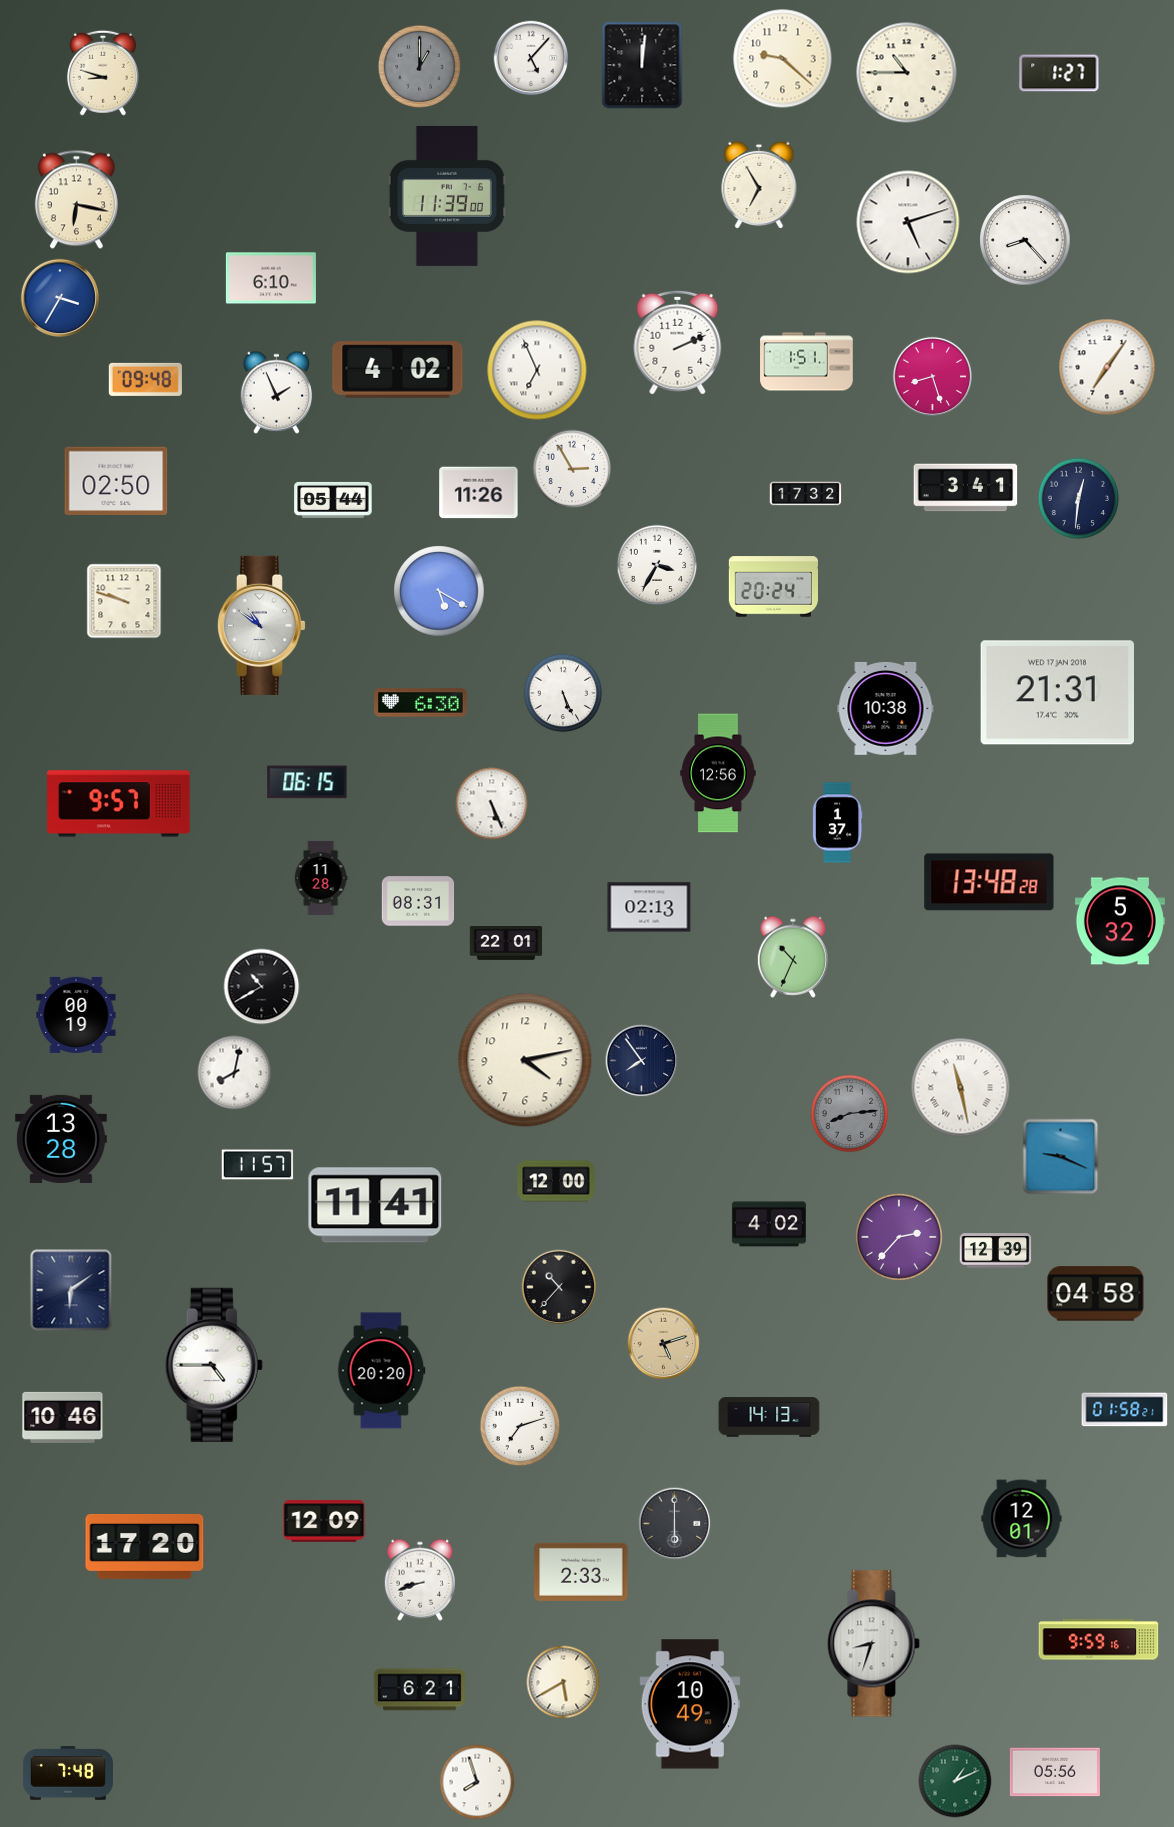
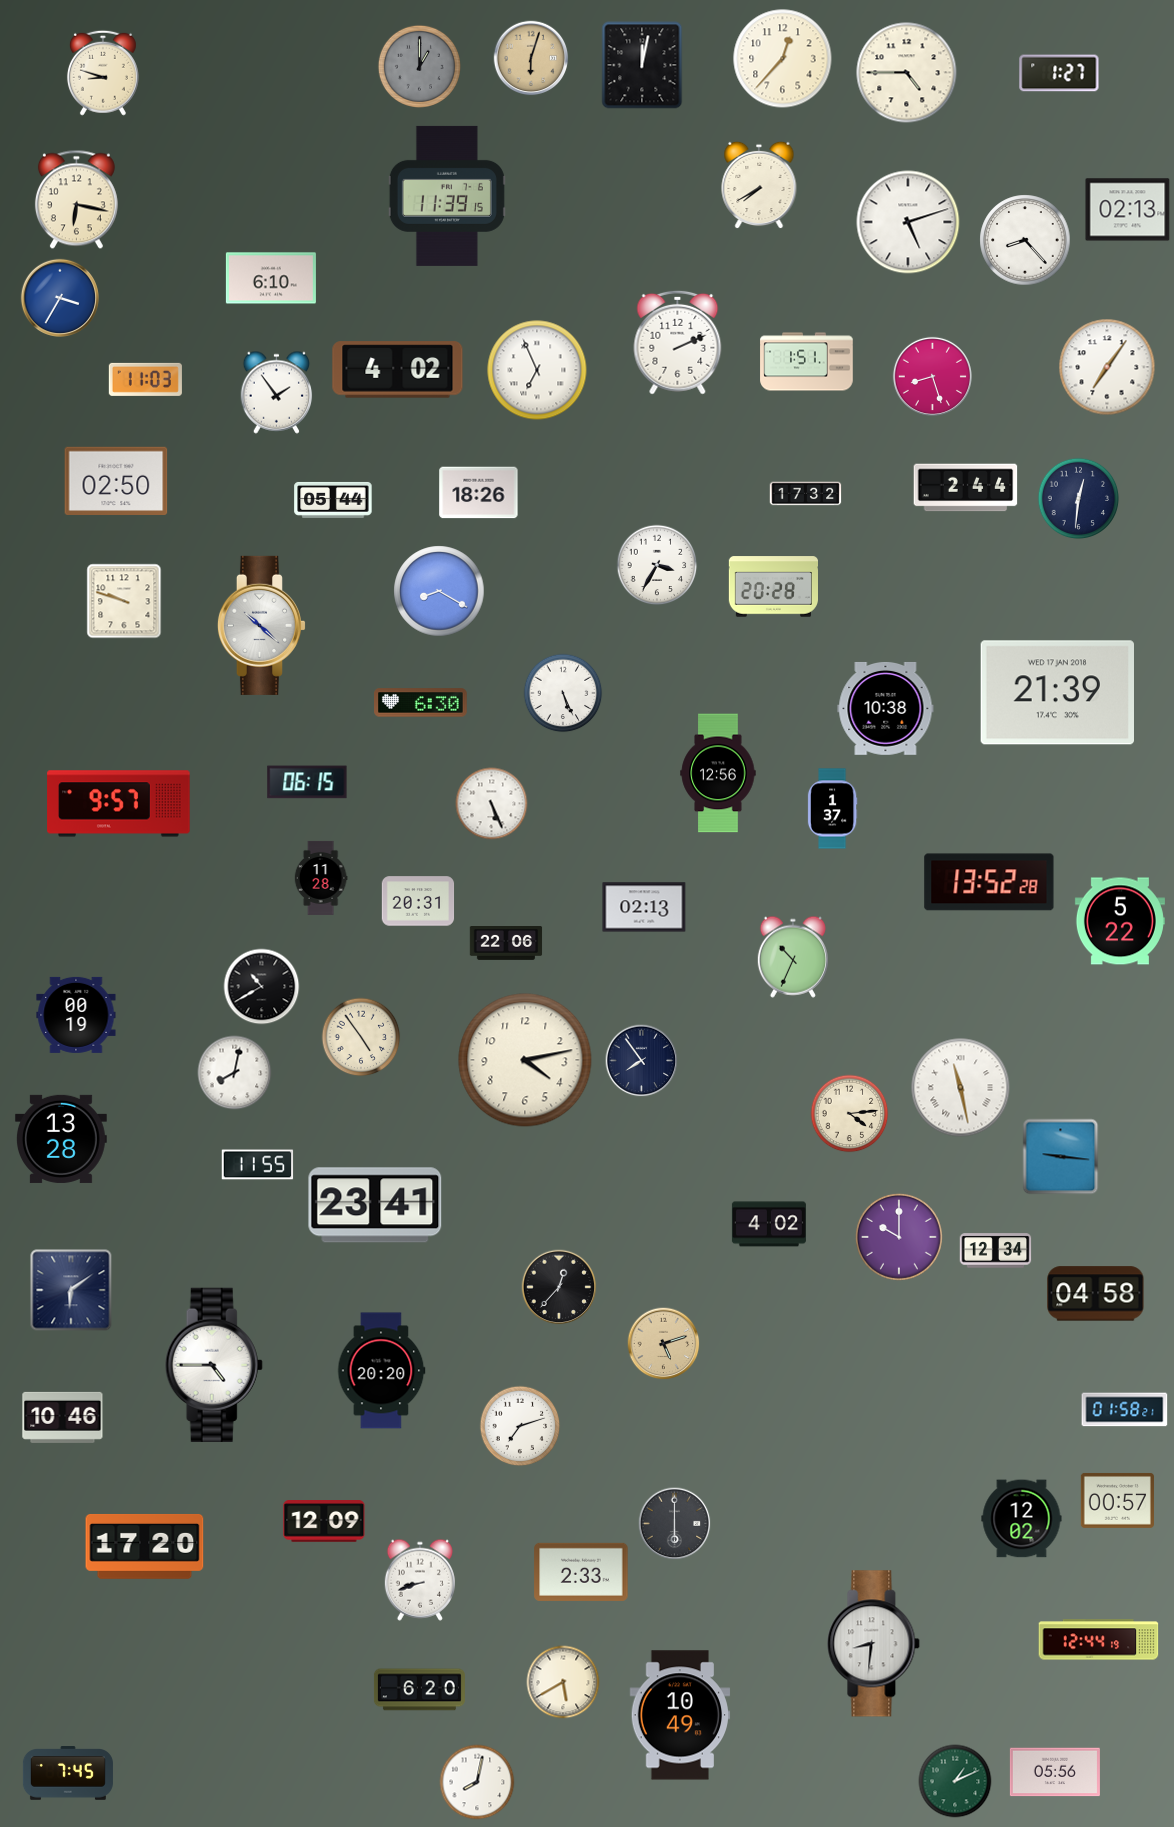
clock at (531, 58): 5:07 -> 6:03
clock at (531, 58) dial: white -> champagne
clock at (783, 59): 9:22 -> 12:37
clock at (642, 65): 12:01 -> 12:02
clock at (907, 73): 10:45 -> 4:45
clock at (759, 185): 6:55 -> 7:40
clock at (447, 196): 11:39:00 -> 11:39:15
clock at (1128, 210): none -> 02:13
clock at (145, 379): 09:48 -> 11:03
clock at (277, 392): 1:56 -> 1:54
clock at (572, 469): 2:55 -> none
clock at (966, 488): 3:41 -> 2:44
clock at (479, 493): 11:26 -> 18:26
clock at (773, 587): 20:24 -> 20:28
clock at (439, 591): 5:20 -> 8:20
clock at (261, 625): 10:51 -> 10:22
clock at (1057, 693): 21:31 -> 21:39
clock at (837, 823) position: (837, 823) -> (832, 809)
clock at (989, 882): 13:48 -> 13:52
clock at (418, 901): 08:31 -> 20:31
clock at (649, 907) position: (649, 907) -> (644, 907)
clock at (1120, 921): 5:32 -> 5:22
clock at (506, 944): 22:01 -> 22:06
clock at (361, 1037): none -> 4:54
clock at (850, 1114): 8:14 -> 4:14
clock at (850, 1114) dial: grey -> cream
clock at (1061, 1157): 9:19 -> 9:16
clock at (258, 1165): 11:57 -> 11:55
clock at (556, 1181): 12:00 -> none
clock at (375, 1205): 11:41 -> 23:41
clock at (899, 1237): 2:37 -> 10:00
clock at (996, 1251): 12:39 -> 12:34
clock at (559, 1287): 10:37 -> 12:37
clock at (769, 1417): 14:13 -> none
clock at (1117, 1500): none -> 00:57
clock at (1022, 1519): 12:01 -> 12:02
clock at (1099, 1640): 9:59 -> 12:44
clock at (874, 1644): 8:33 -> 8:31
clock at (419, 1690): 6:21 -> 6:20
clock at (690, 1704) position: (690, 1704) -> (680, 1715)
clock at (68, 1773): 7:48 -> 7:45
clock at (477, 1782): 7:57 -> 8:02
